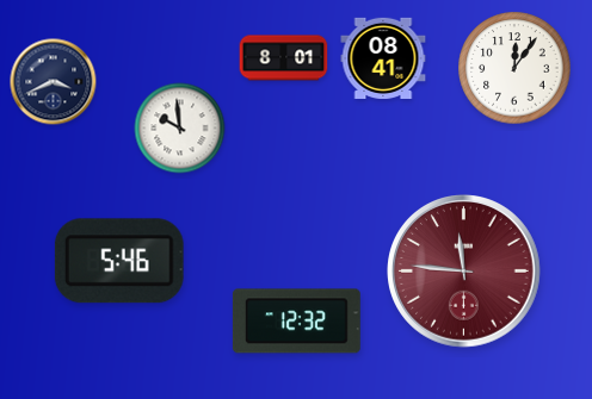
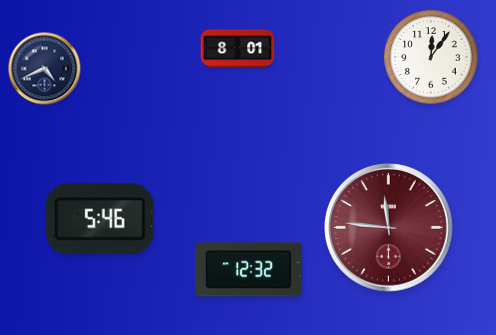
clock at (383, 58): 08:41 -> none
clock at (54, 82): 3:41 -> 4:41
clock at (180, 129): 9:59 -> none
